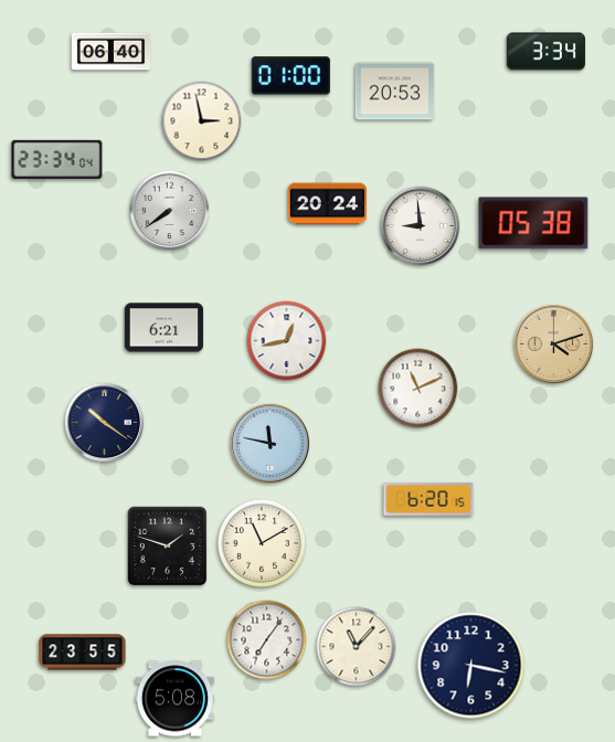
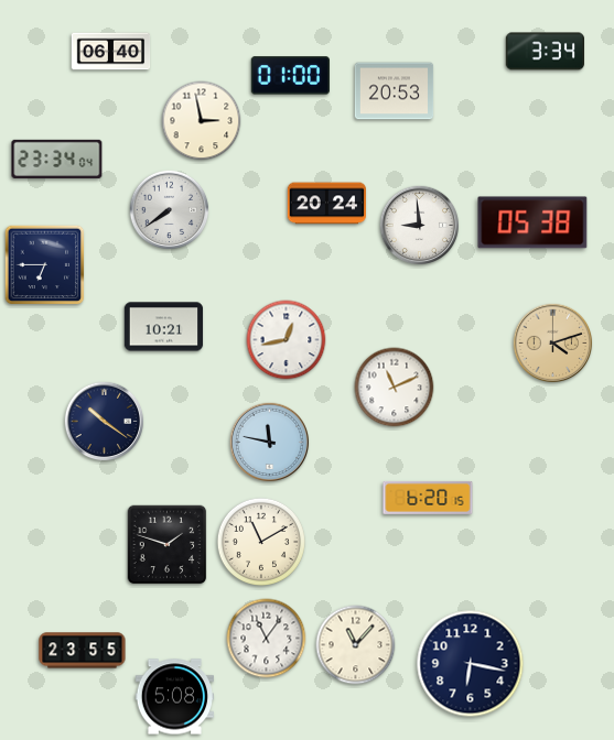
clock at (45, 265): none -> 6:45
clock at (165, 328): 6:21 -> 10:21
clock at (418, 389) position: (418, 389) -> (395, 388)
clock at (267, 640): 7:06 -> 11:06
